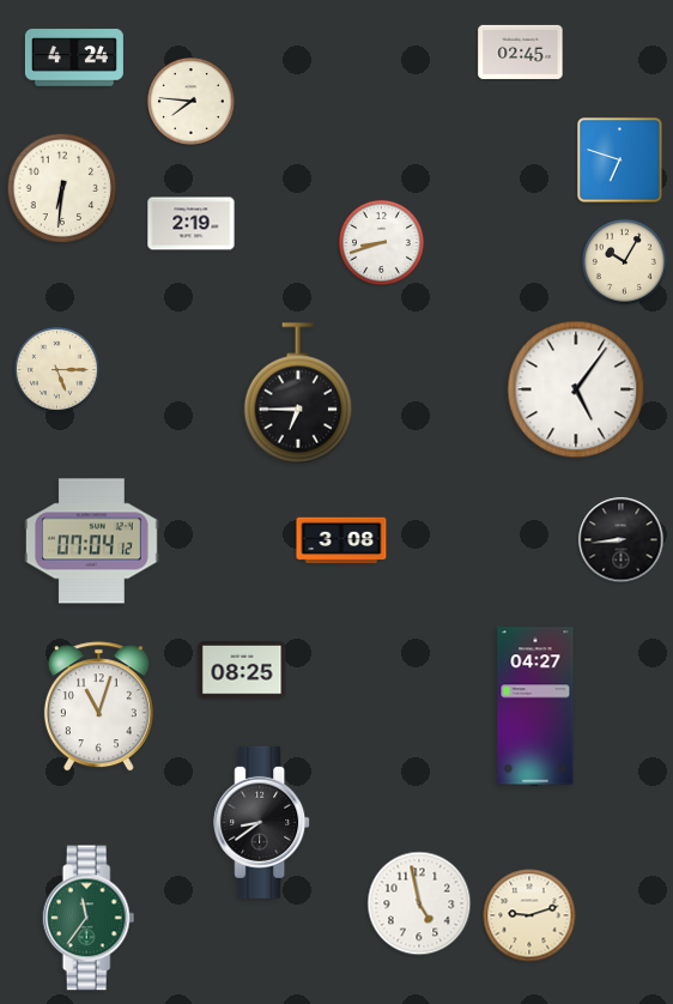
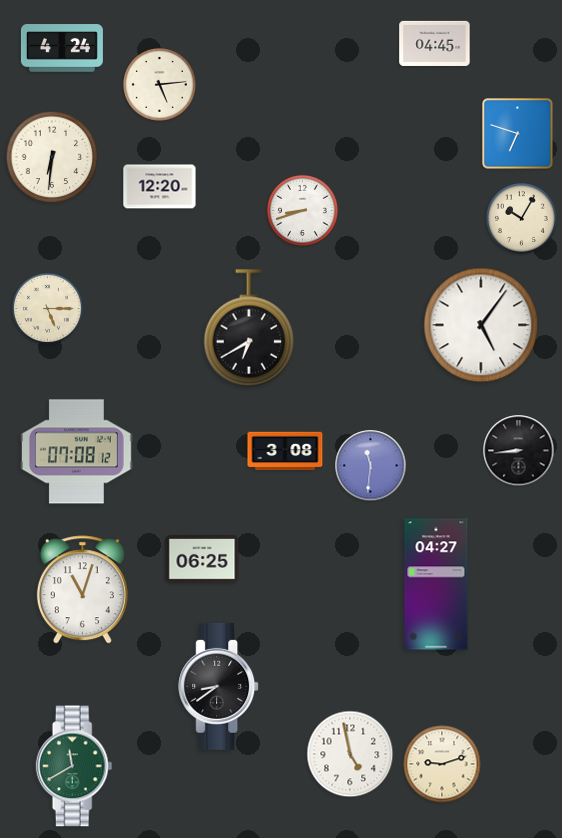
clock at (521, 52): 02:45 -> 04:45
clock at (192, 102): 7:46 -> 5:14
clock at (192, 224): 2:19 -> 12:20
clock at (381, 242) position: (381, 242) -> (302, 210)
clock at (298, 393): 6:45 -> 6:40
clock at (92, 542): 07:04 -> 07:08
clock at (371, 466): none -> 11:31
clock at (242, 670): 08:25 -> 06:25
clock at (535, 706) position: (535, 706) -> (436, 584)
clock at (89, 918): 11:36 -> 11:40
